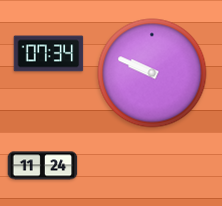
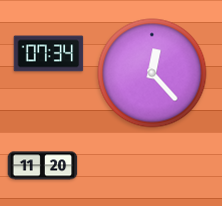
clock at (152, 73): 9:49 -> 12:23
clock at (43, 166): 11:24 -> 11:20
